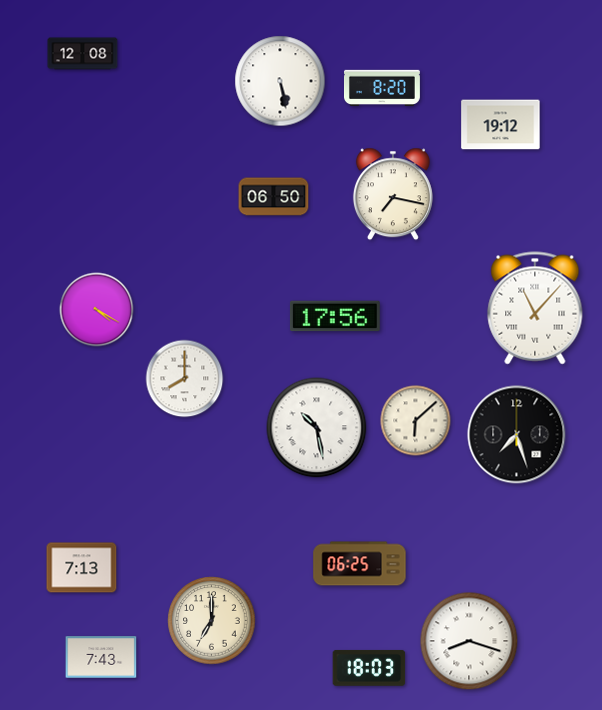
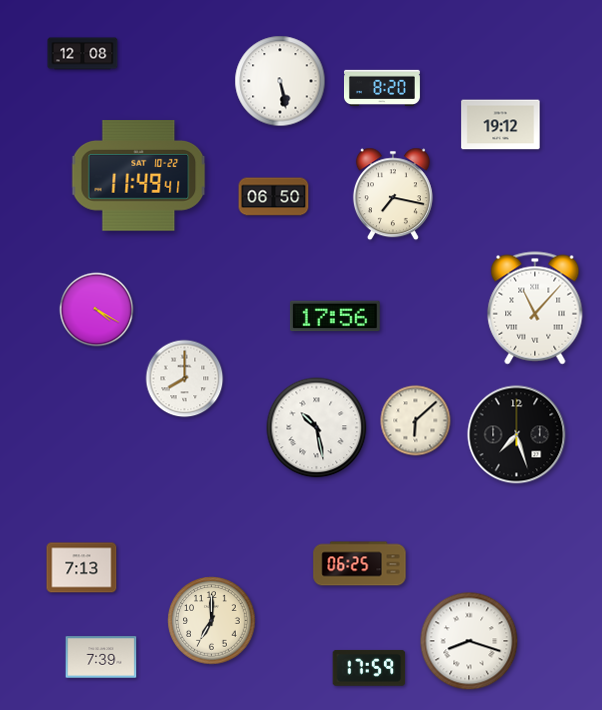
clock at (139, 176): none -> 11:49
clock at (101, 657): 7:43 -> 7:39
clock at (369, 668): 18:03 -> 17:59
